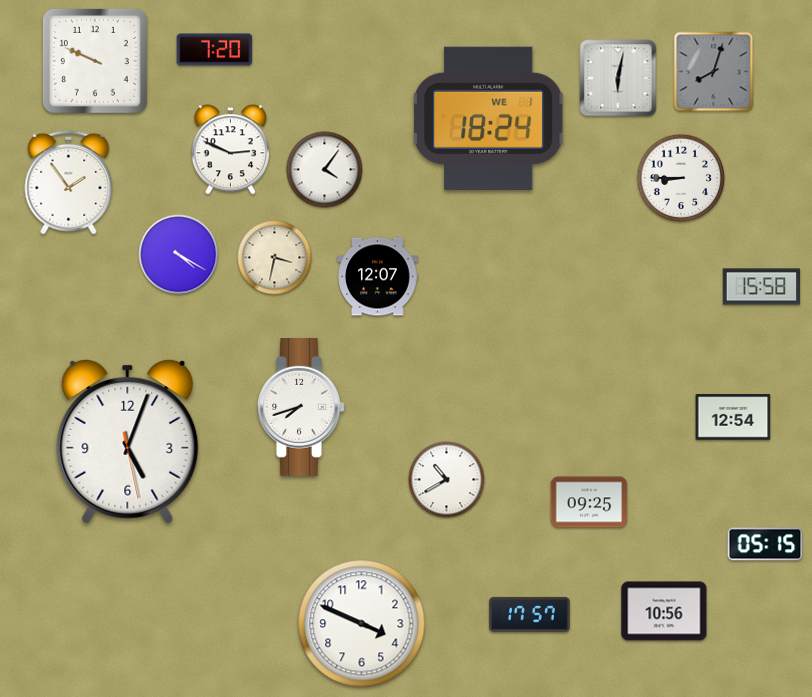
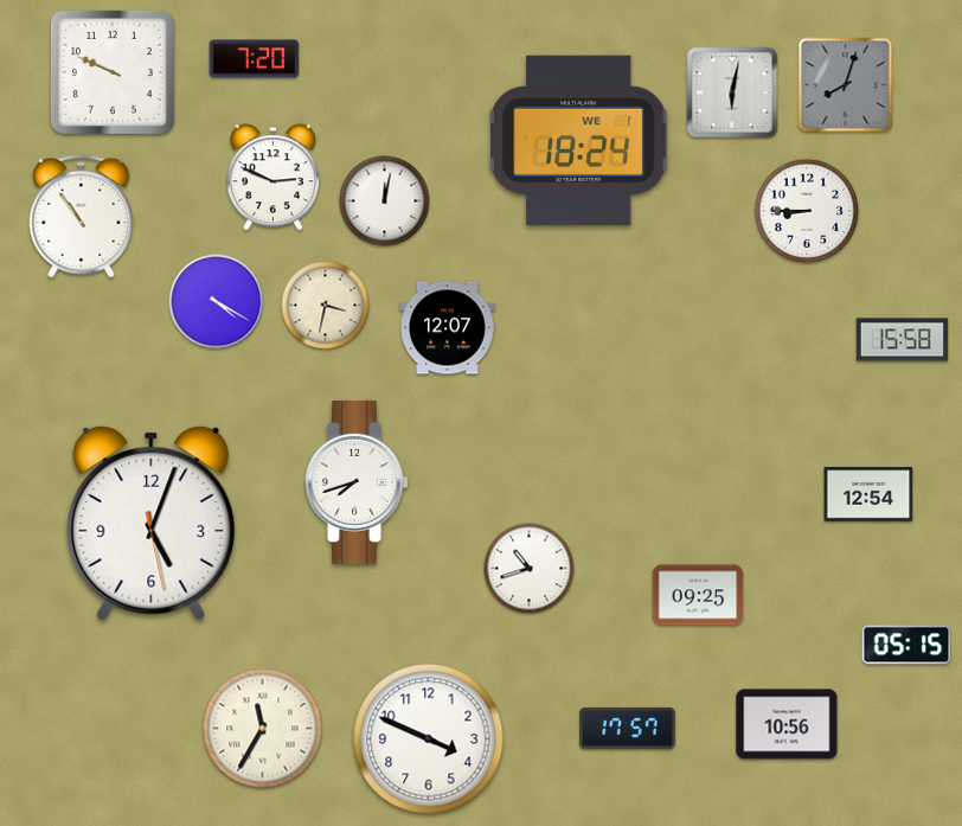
clock at (325, 170): 4:06 -> 12:02
clock at (69, 182): 1:54 -> 10:54
clock at (179, 255) position: (179, 255) -> (217, 302)
clock at (447, 480): 10:40 -> 10:42
clock at (263, 729): none -> 11:35
